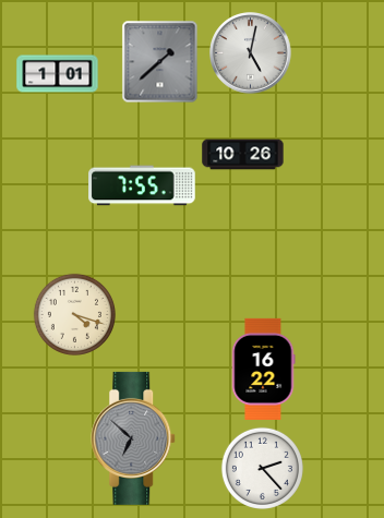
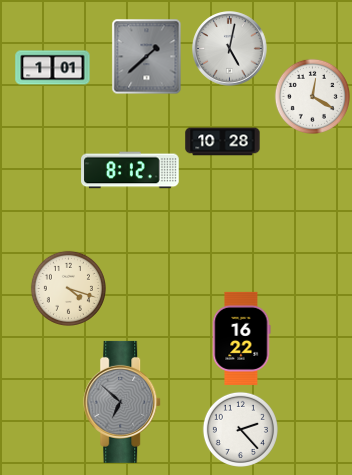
clock at (312, 96): none -> 12:20
clock at (243, 155): 10:26 -> 10:28
clock at (142, 185): 7:55 -> 8:12
